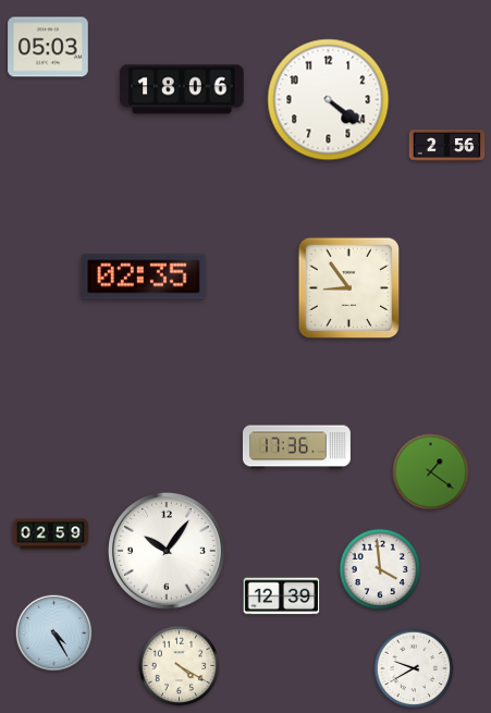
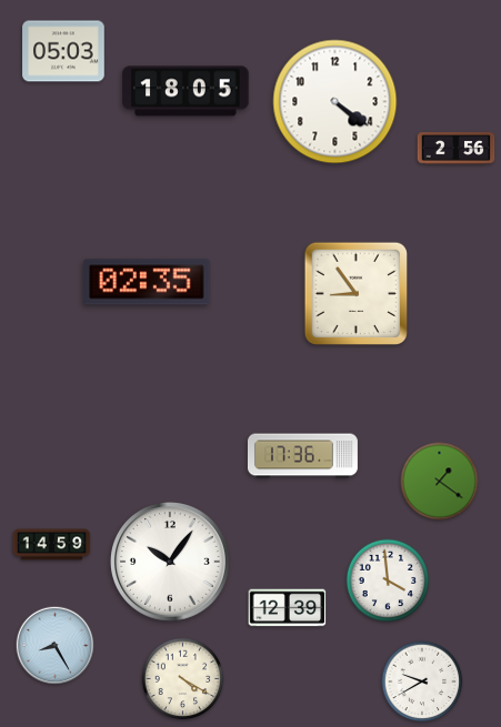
clock at (48, 47) position: (48, 47) -> (63, 51)
clock at (182, 89): 18:06 -> 18:05
clock at (51, 534): 02:59 -> 14:59
clock at (54, 634): 4:25 -> 8:25
